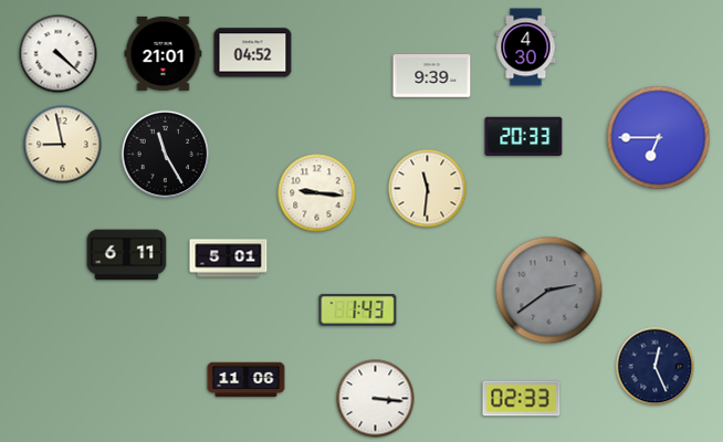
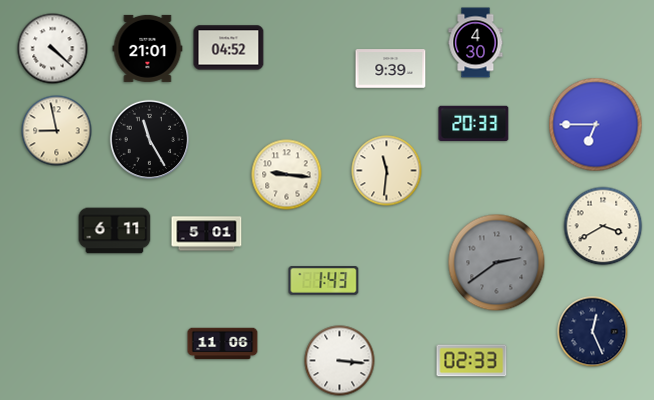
clock at (603, 226): none -> 3:40
